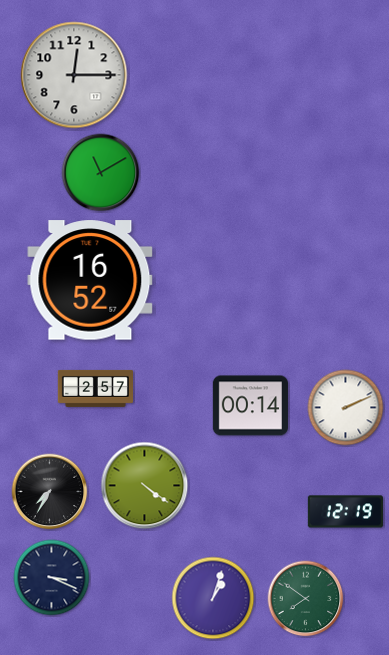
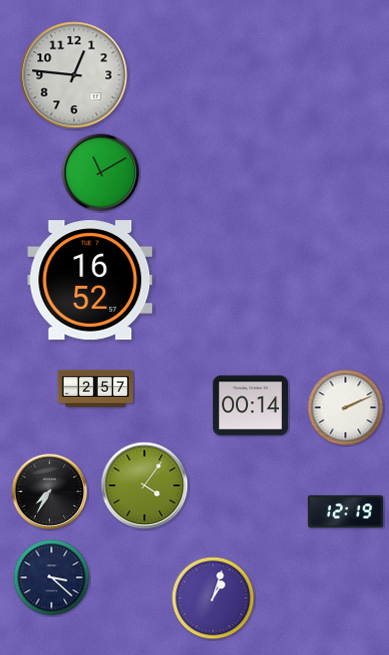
clock at (74, 75): 12:15 -> 12:46
clock at (145, 486): 4:21 -> 4:06
clock at (52, 578): 3:19 -> 3:22
clock at (306, 599): 7:51 -> none
